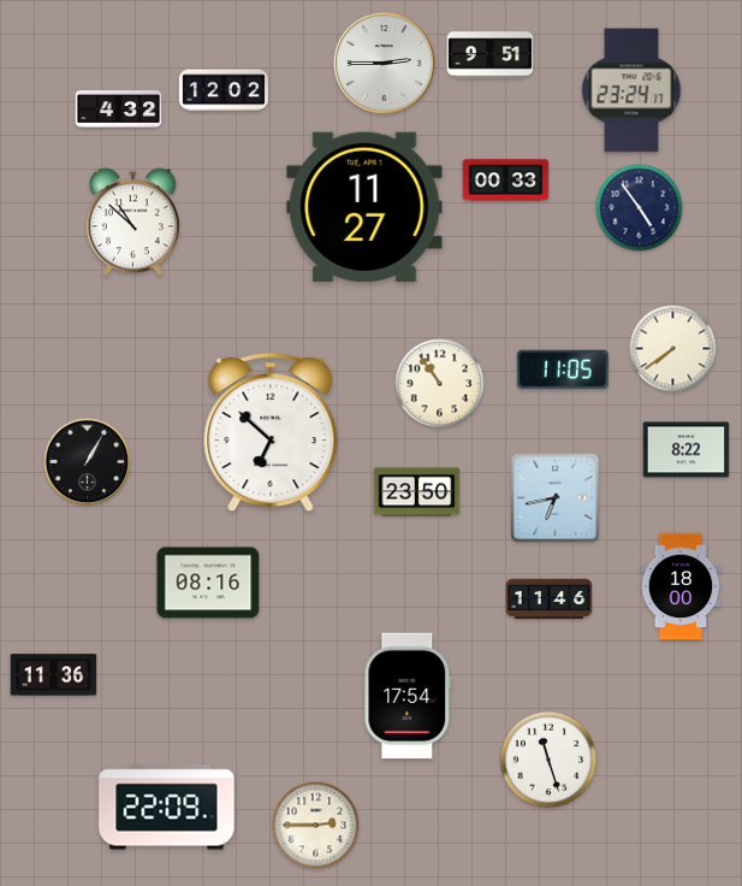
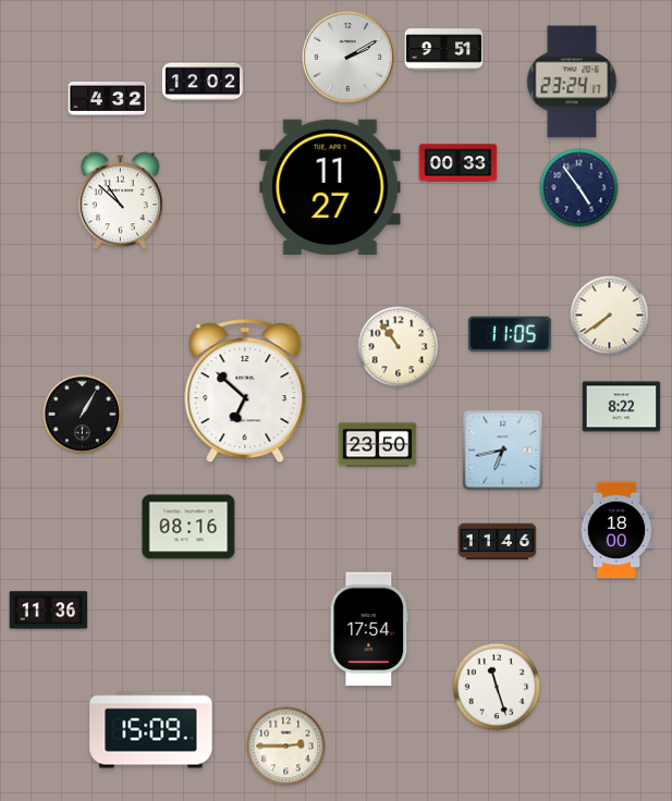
clock at (384, 63): 2:45 -> 2:10
clock at (88, 462) position: (88, 462) -> (83, 415)
clock at (167, 808): 22:09 -> 15:09
